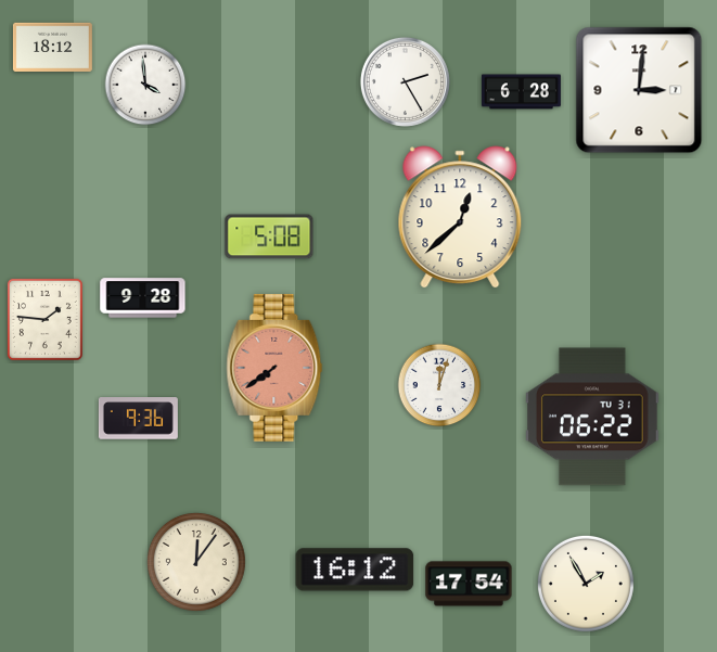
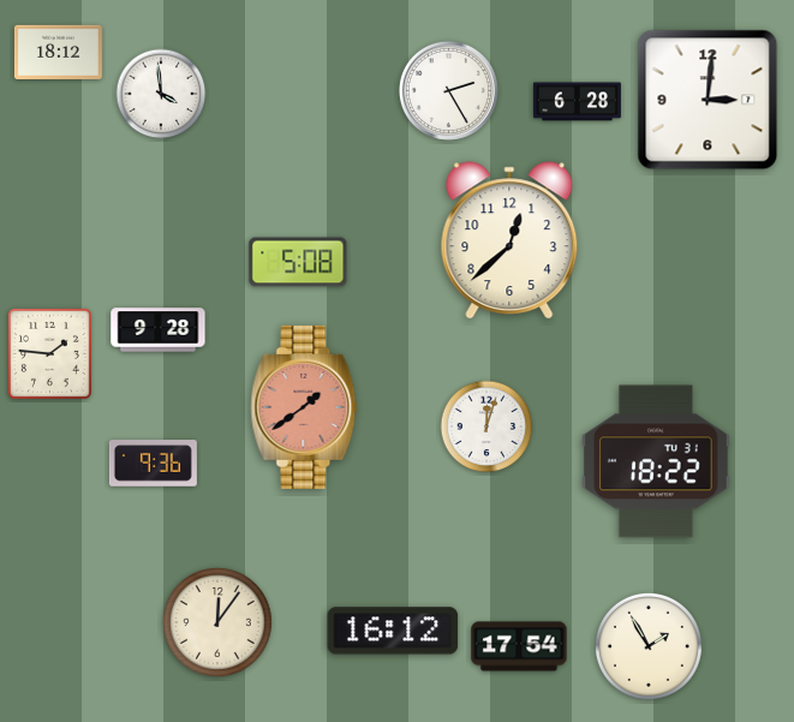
clock at (274, 368): 7:39 -> 1:39
clock at (593, 417): 06:22 -> 18:22
